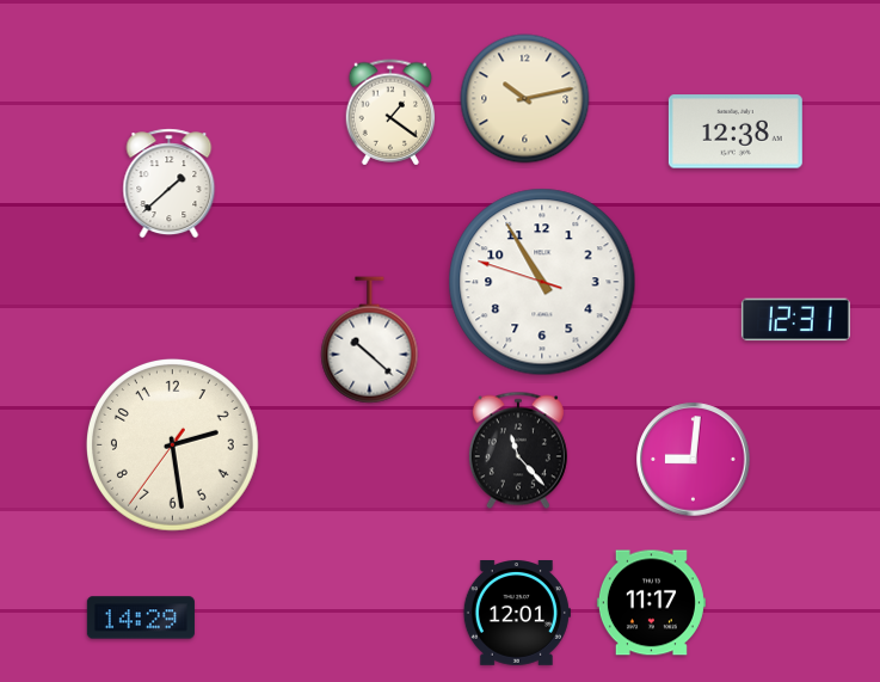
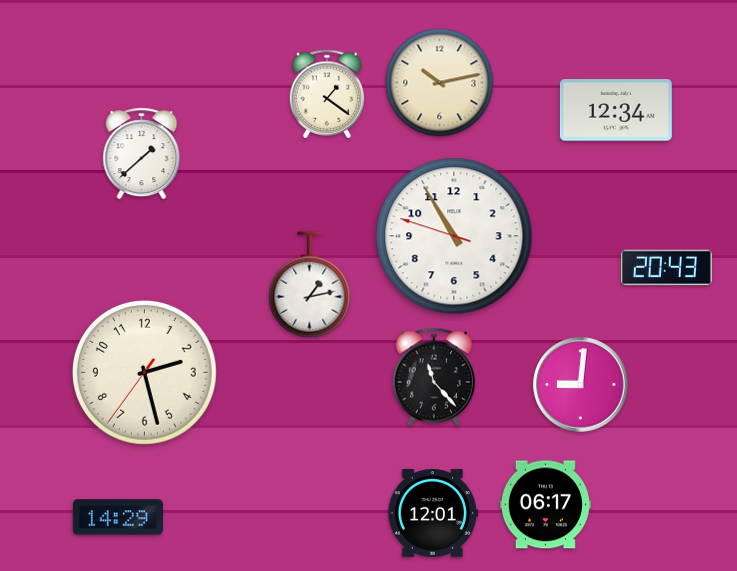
clock at (736, 131): 12:38 -> 12:34
clock at (795, 320): 12:31 -> 20:43
clock at (370, 340): 10:22 -> 1:13
clock at (173, 446): 2:28 -> 2:27
clock at (651, 603): 11:17 -> 06:17
